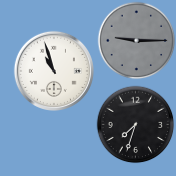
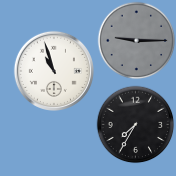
clock at (135, 124): 7:33 -> 7:35
